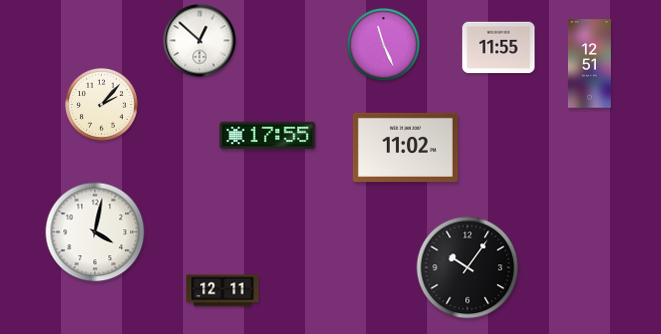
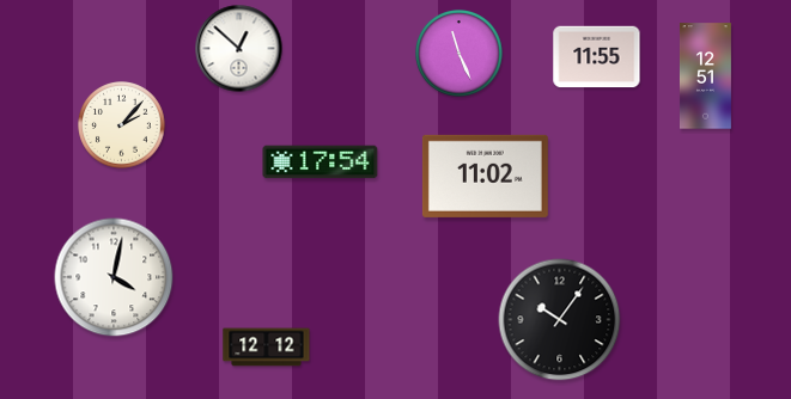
clock at (268, 136): 17:55 -> 17:54
clock at (223, 291): 12:11 -> 12:12
